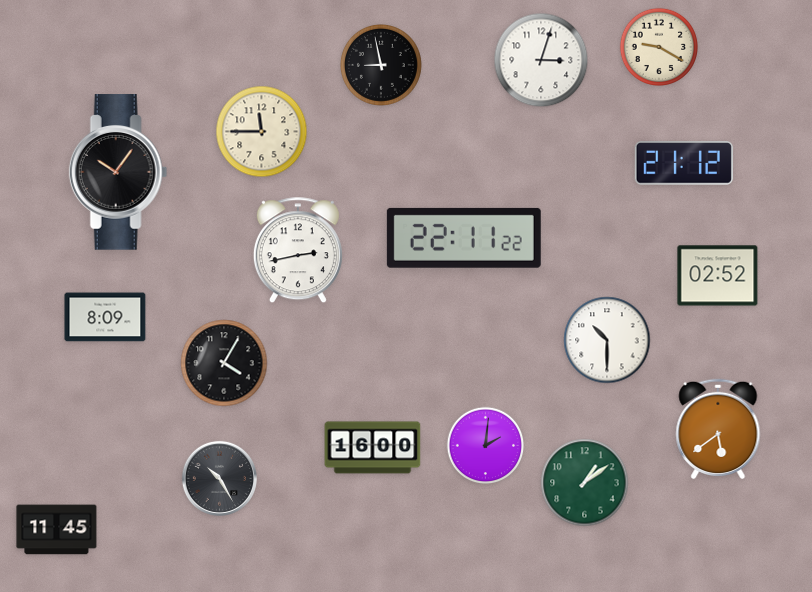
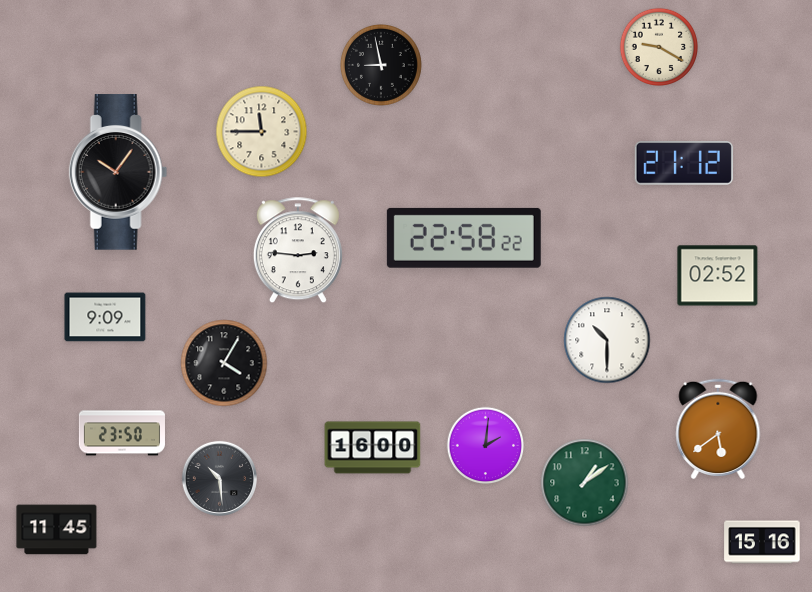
clock at (541, 60): 3:03 -> none
clock at (464, 238): 22:11 -> 22:58
clock at (298, 251): 2:43 -> 2:46
clock at (105, 317): 8:09 -> 9:09
clock at (122, 433): none -> 23:50
clock at (219, 478): 10:25 -> 10:29
clock at (762, 542): none -> 15:16
